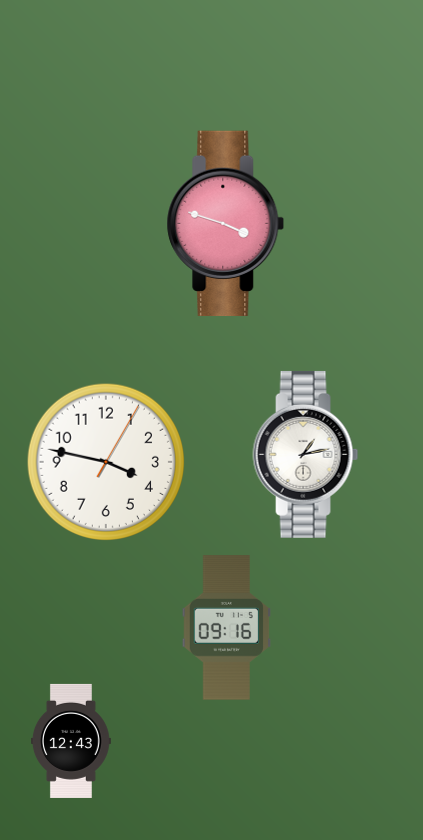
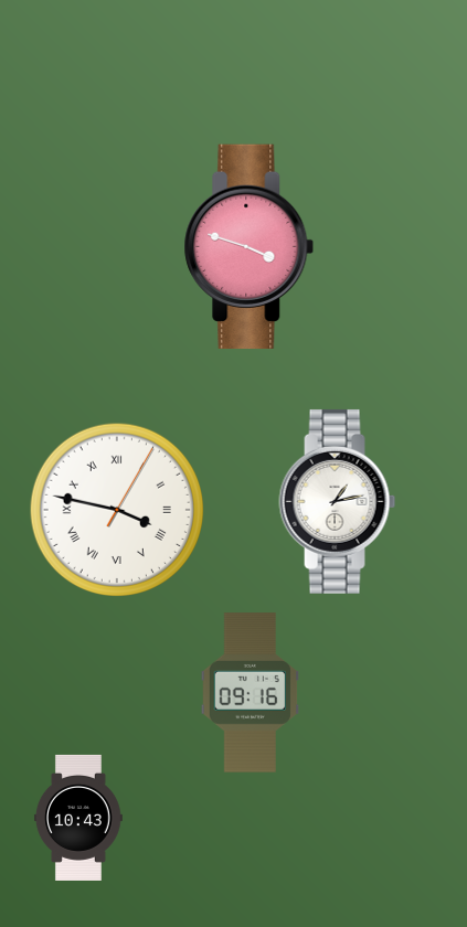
clock at (105, 461) numerals: Arabic -> Roman
clock at (71, 741): 12:43 -> 10:43
